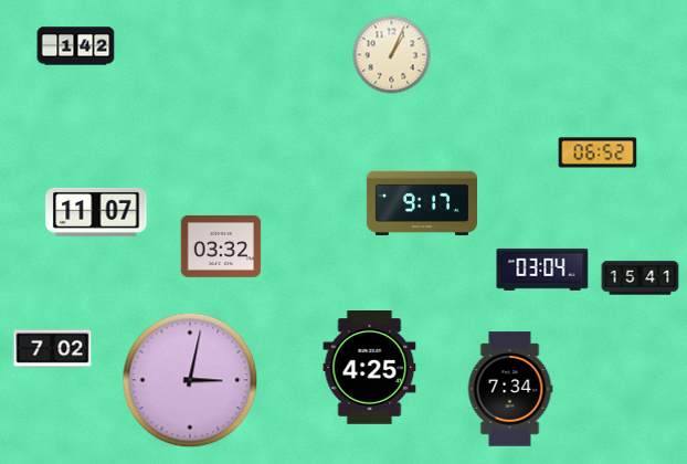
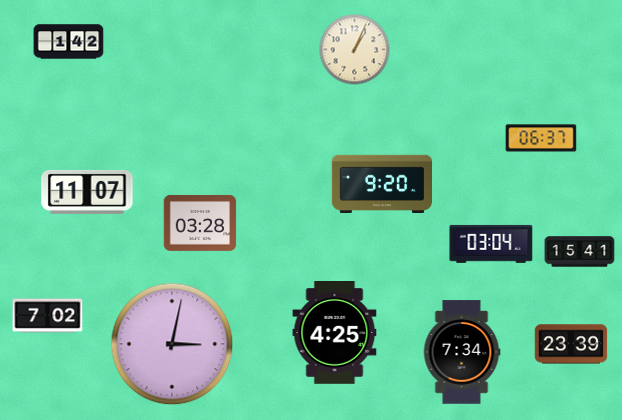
clock at (598, 152): 06:52 -> 06:37
clock at (421, 202): 9:17 -> 9:20
clock at (221, 246): 03:32 -> 03:28
clock at (571, 344): none -> 23:39
